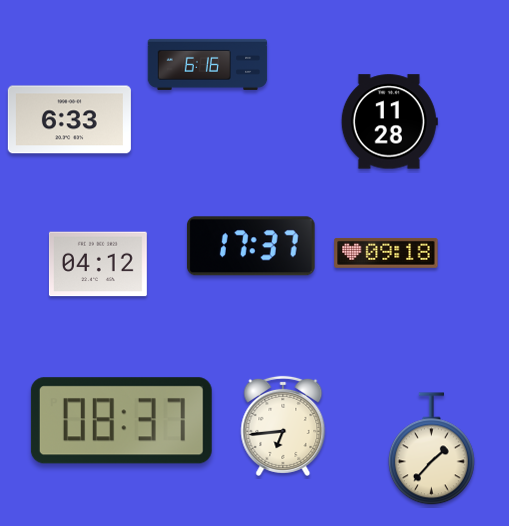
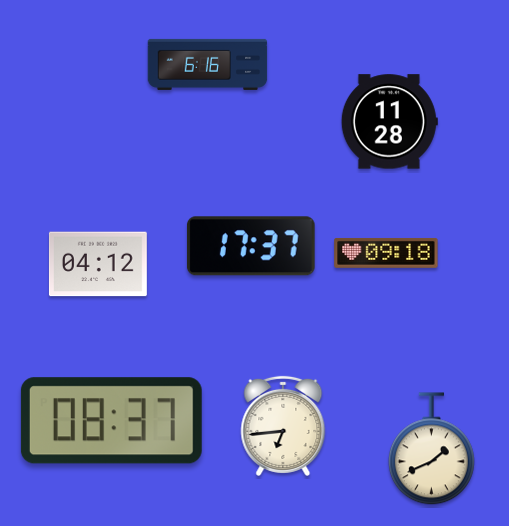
clock at (69, 120): 6:33 -> none
clock at (121, 421) position: (121, 421) -> (111, 421)
clock at (431, 449): 1:37 -> 1:41
